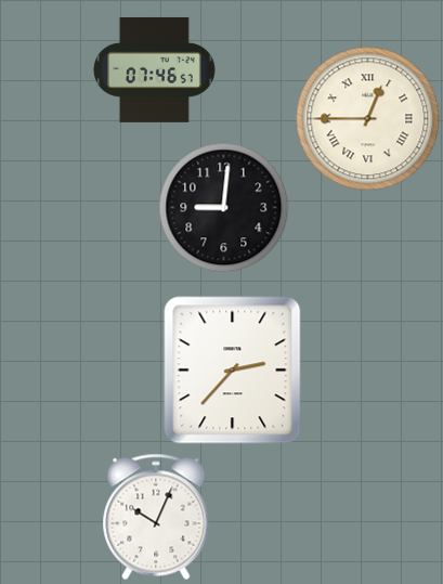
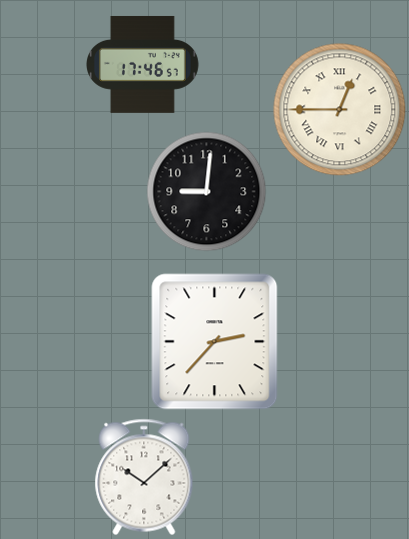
clock at (155, 69): 07:46 -> 17:46
clock at (156, 517): 10:04 -> 10:08
